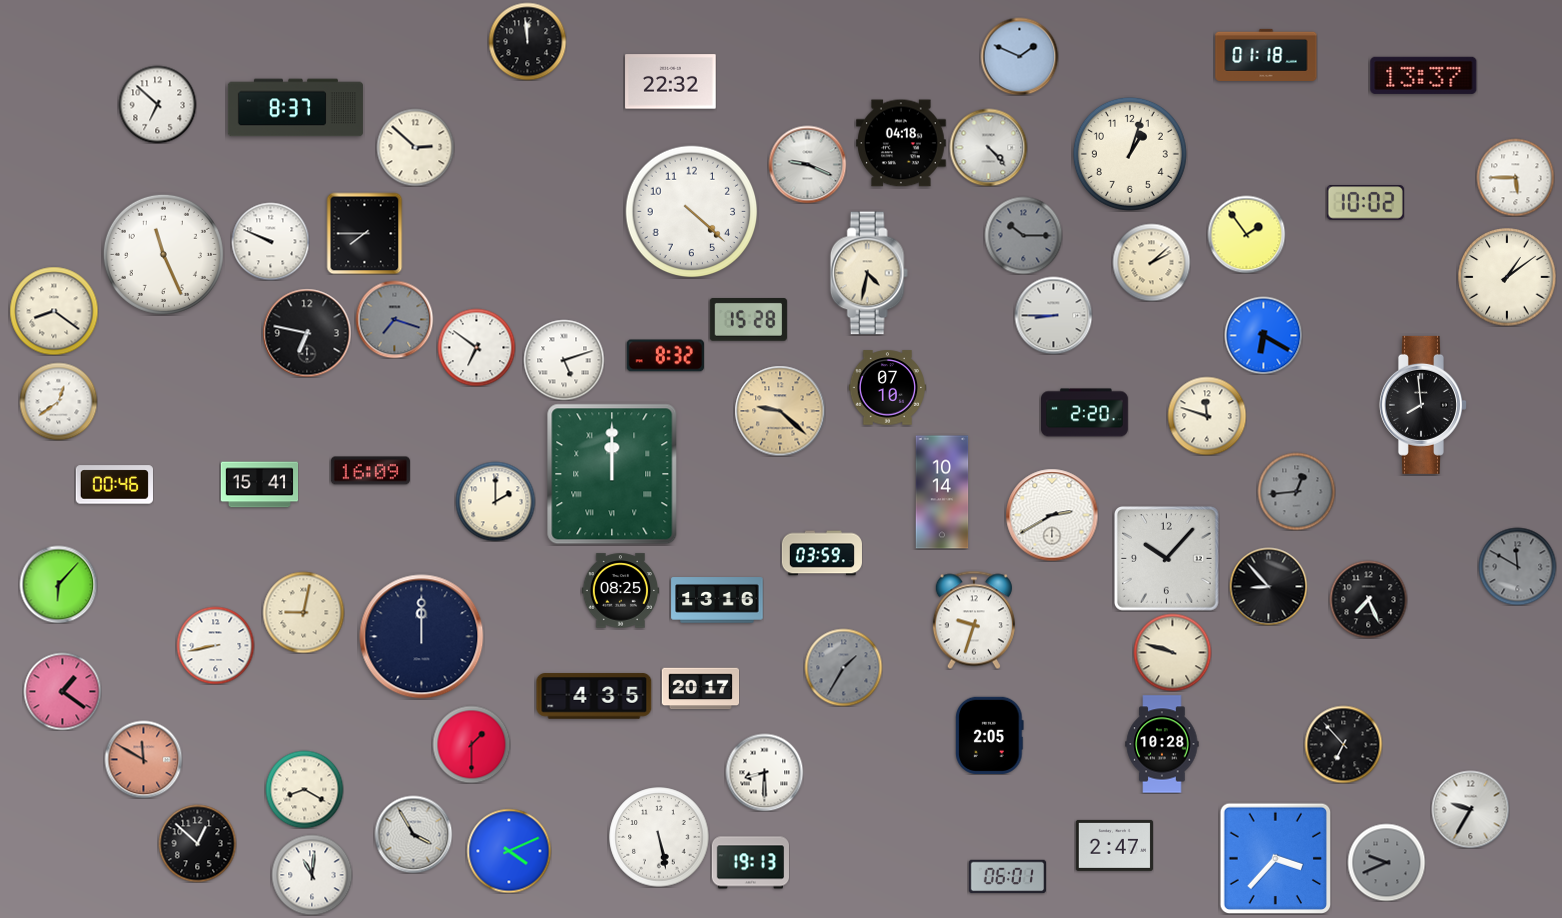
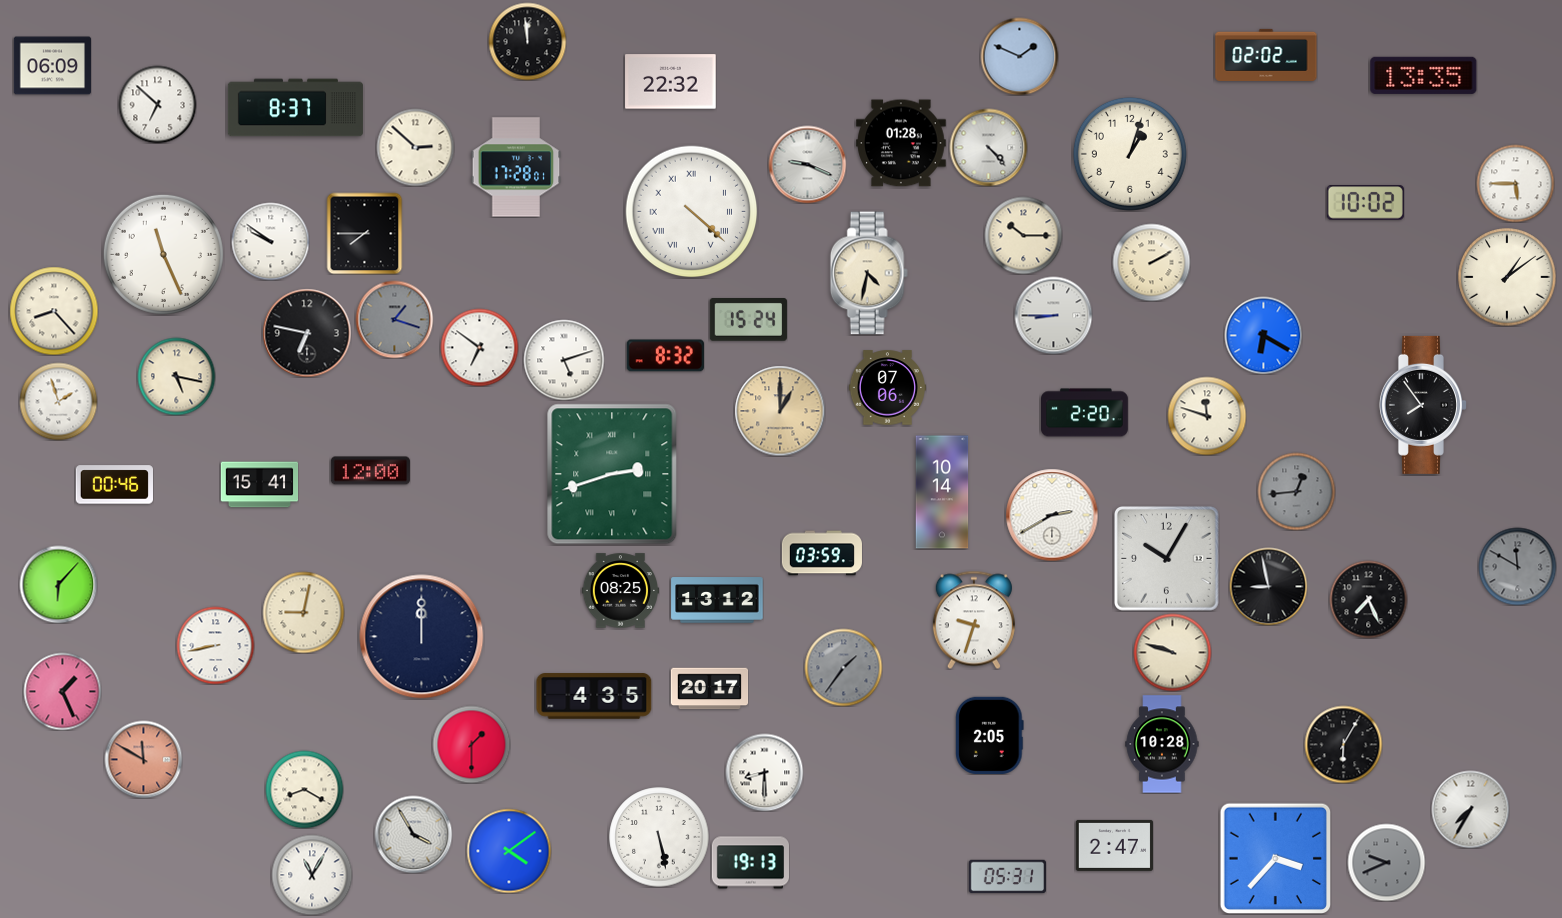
clock at (1266, 55): 01:18 -> 02:02
clock at (52, 66): none -> 06:09
clock at (1424, 75): 13:37 -> 13:35
clock at (901, 143): 04:18 -> 01:28
clock at (516, 167): none -> 17:28
clock at (1515, 177) position: (1515, 177) -> (1515, 183)
clock at (692, 212) numerals: Arabic -> Roman
clock at (1246, 234): 1:54 -> none
clock at (1023, 235) dial: grey -> cream
clock at (270, 241): 9:49 -> 9:51
clock at (1151, 262): 2:08 -> 2:10
clock at (54, 311): 8:21 -> 8:23
clock at (394, 319): 7:18 -> 1:18
clock at (748, 320): 15:28 -> 15:24
clock at (476, 347) position: (476, 347) -> (479, 347)
clock at (176, 376): none -> 5:17
clock at (887, 388): 07:10 -> 07:06
clock at (58, 401): 12:39 -> 1:57
clock at (1423, 405): 7:59 -> 7:54
clock at (780, 411): 9:22 -> 1:00
clock at (370, 471): 16:09 -> 12:00
clock at (612, 474): 12:00 -> 2:42
clock at (495, 501): 2:00 -> none
clock at (1167, 559): 10:07 -> 10:05
clock at (1268, 586): 8:53 -> 8:58
clock at (717, 600): 13:16 -> 13:12
clock at (843, 667): 1:35 -> 1:36
clock at (700, 689) position: (700, 689) -> (709, 689)
clock at (62, 691): 1:21 -> 1:26
clock at (1343, 744): 6:53 -> 6:05
clock at (1470, 809): 9:35 -> 7:35
clock at (197, 843): 12:52 -> none
clock at (509, 851): 4:11 -> 4:09
clock at (312, 875): 11:01 -> 11:05
clock at (1007, 877): 06:01 -> 05:31
